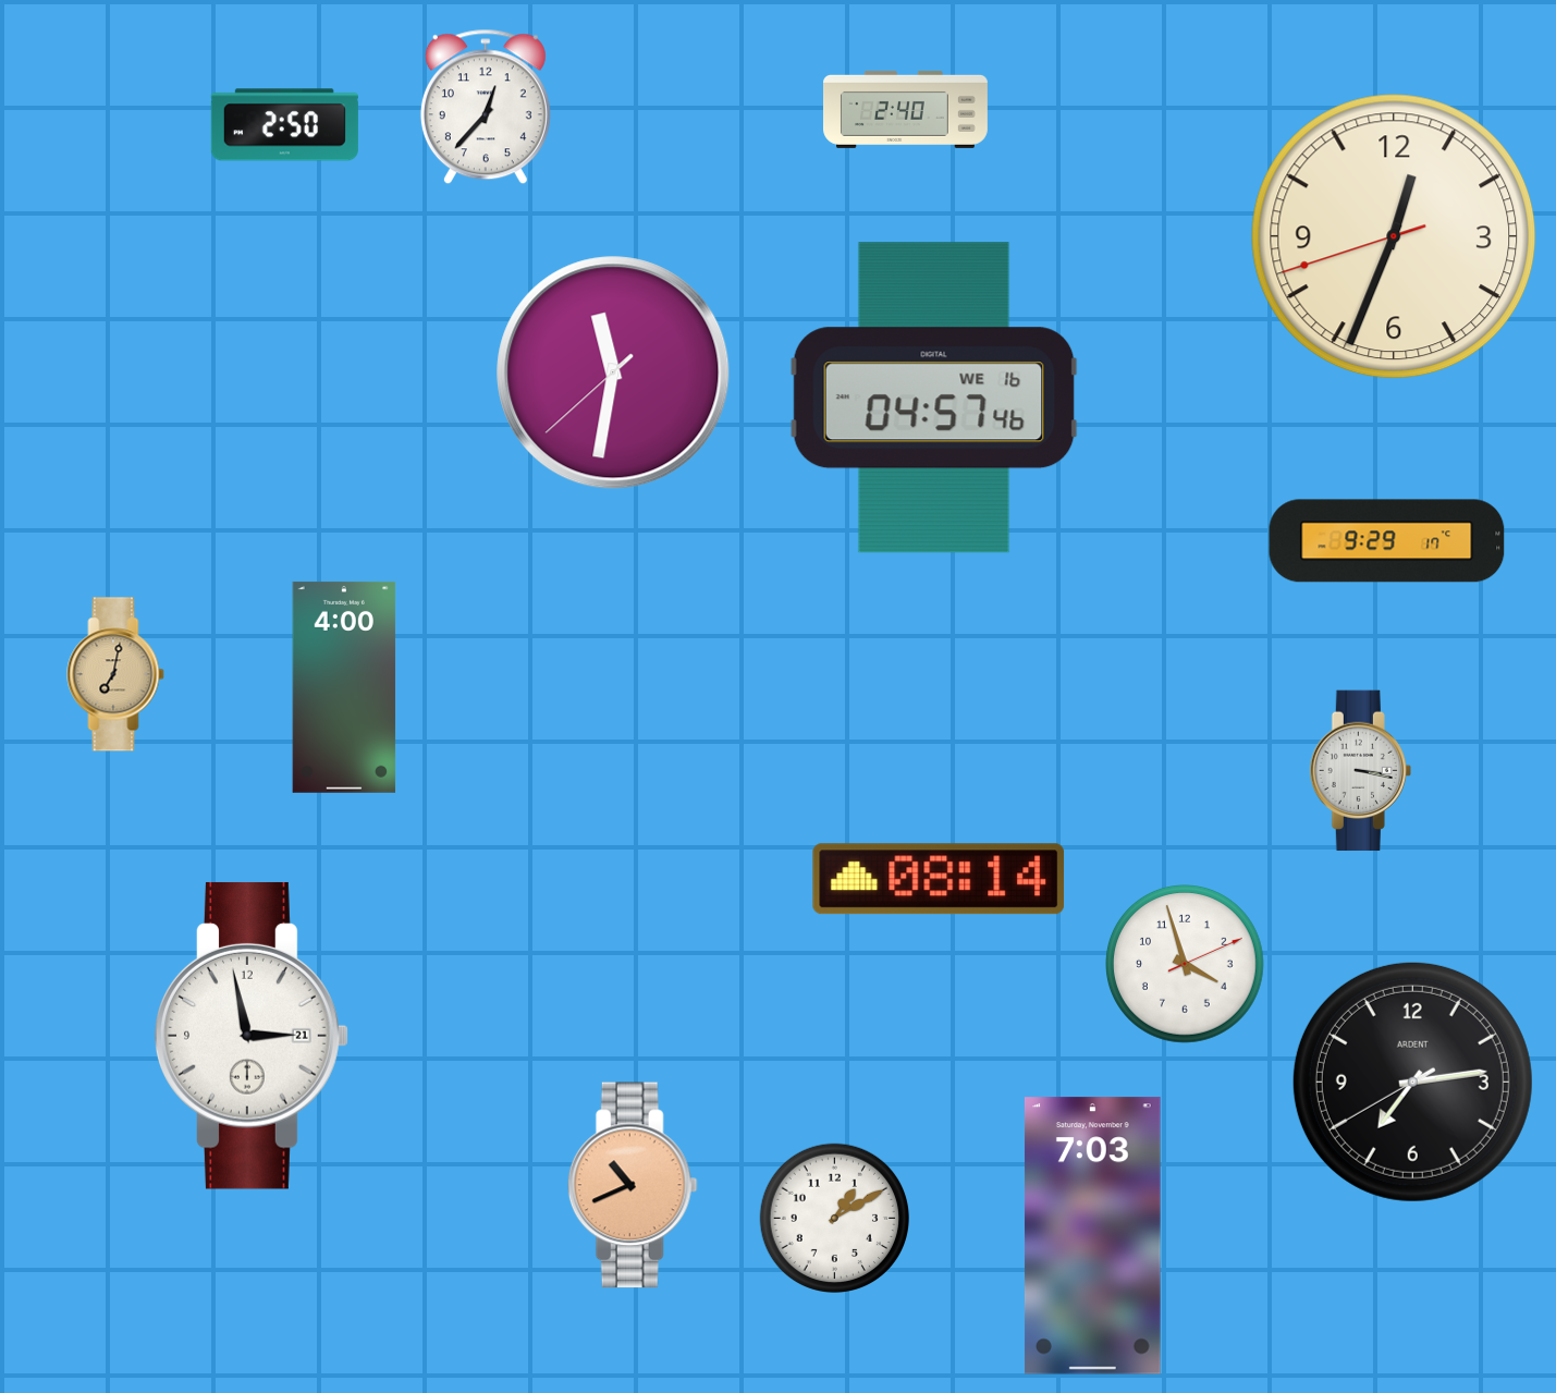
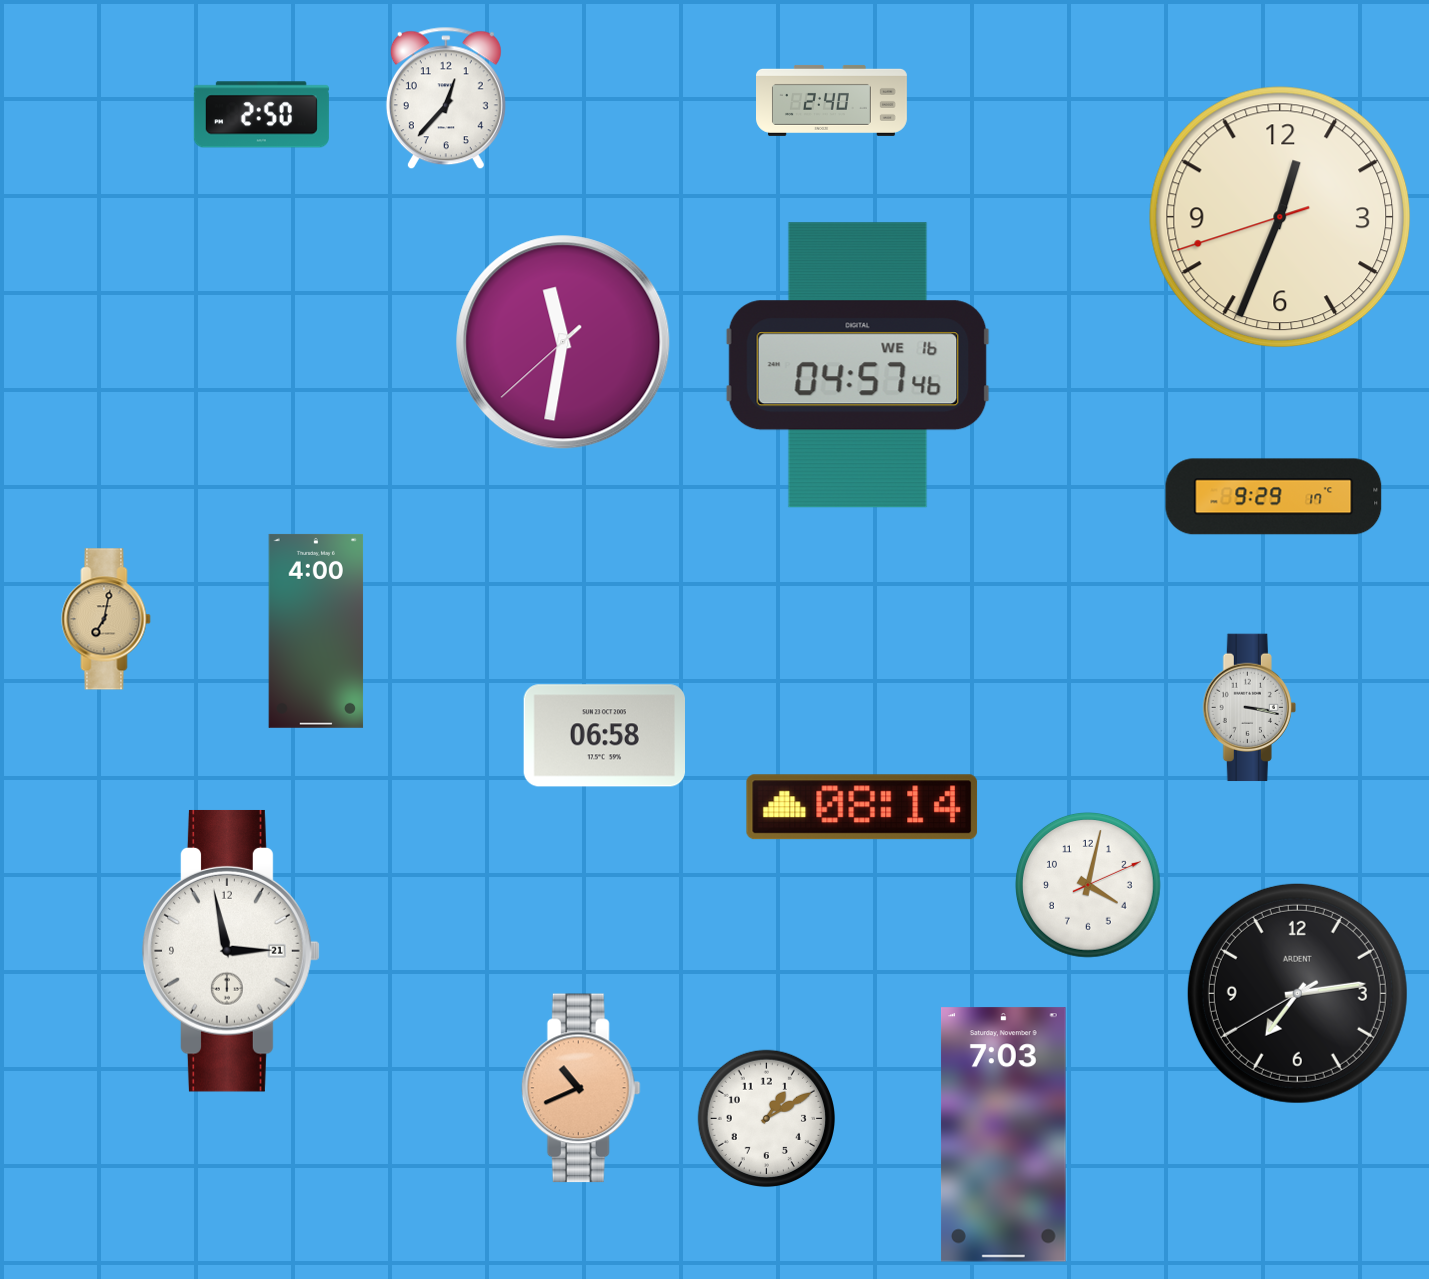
clock at (604, 736): none -> 06:58
clock at (1186, 965): 3:57 -> 4:02
